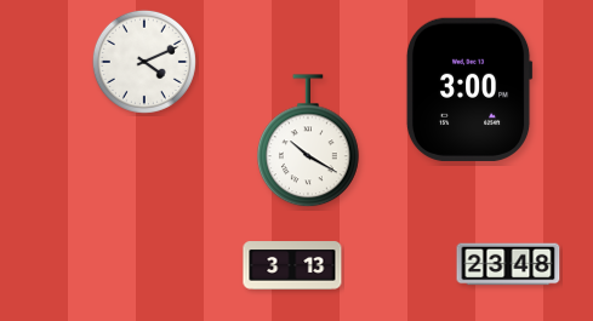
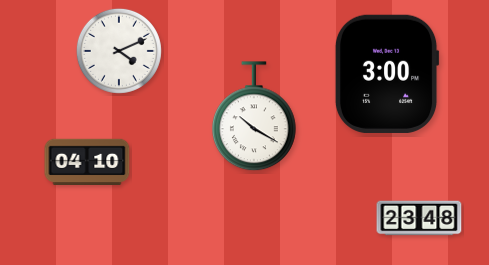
clock at (87, 162): none -> 04:10
clock at (292, 265): 3:13 -> none
